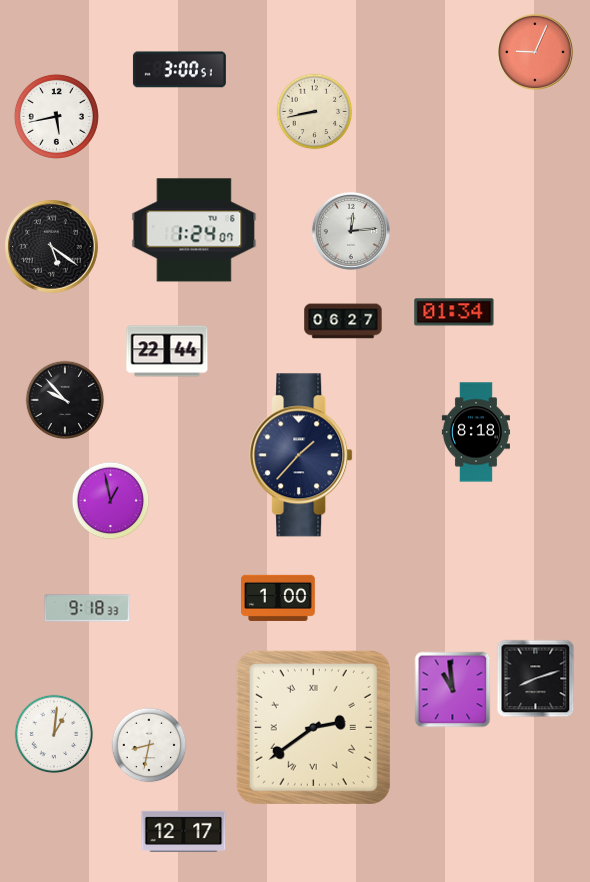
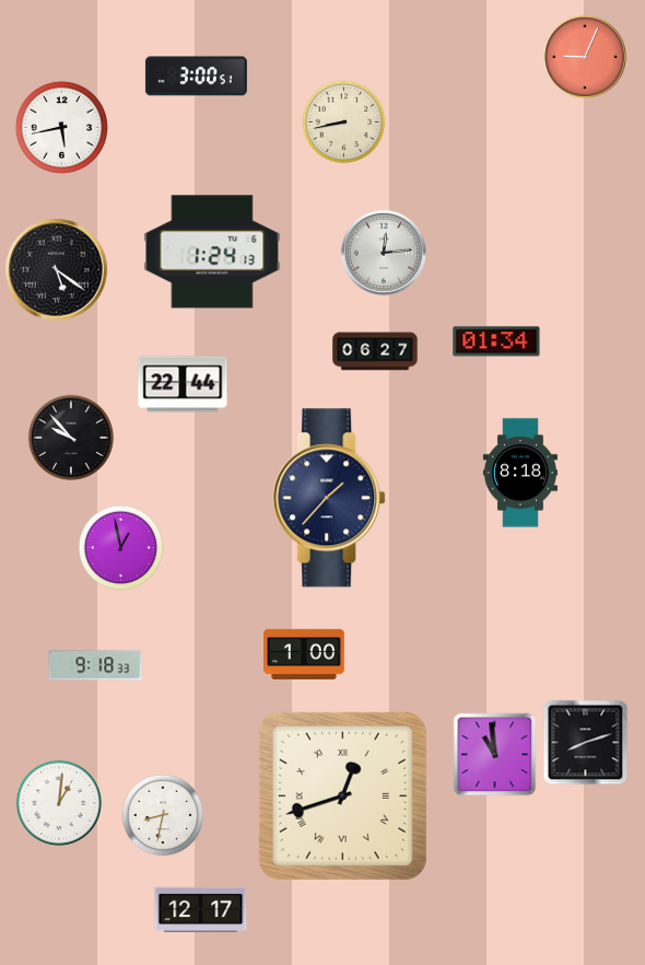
clock at (194, 230): 1:24:07 -> 1:24:13
clock at (313, 727): 2:39 -> 12:42
